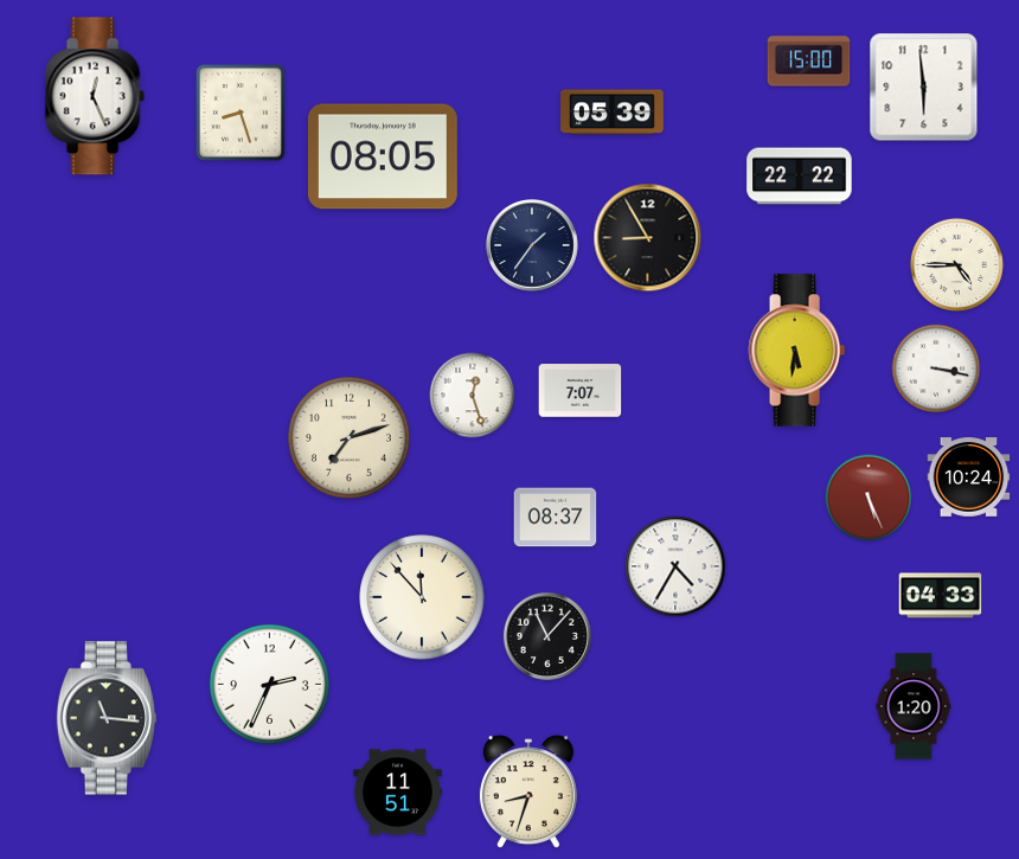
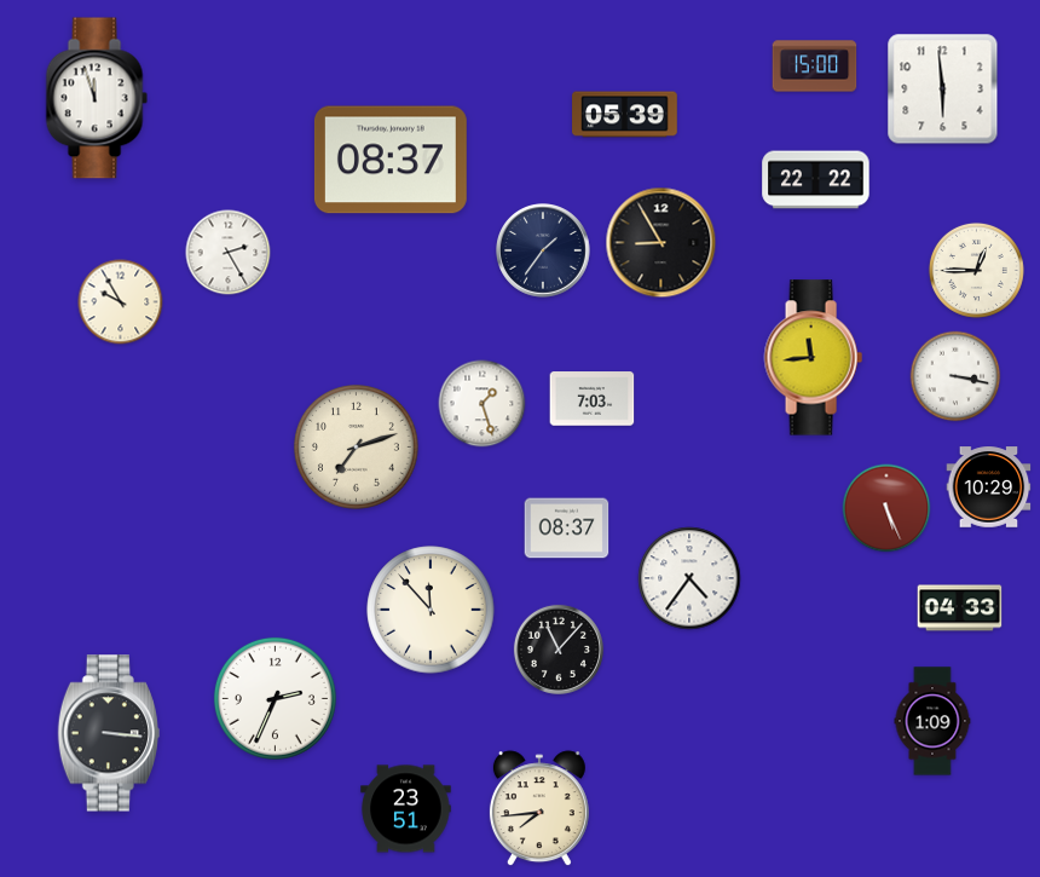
clock at (809, 62) position: (809, 62) -> (815, 67)
clock at (95, 96): 12:26 -> 11:57
clock at (241, 113): 8:27 -> none
clock at (383, 156): 08:05 -> 08:37
clock at (229, 253): none -> 2:25
clock at (956, 264): 4:45 -> 12:45
clock at (121, 302): none -> 9:55
clock at (796, 351): 5:31 -> 11:44
clock at (581, 391): 7:07 -> 7:03
clock at (473, 396): 12:27 -> 1:27
clock at (969, 477): 10:24 -> 10:29
clock at (675, 566): 4:35 -> 4:36
clock at (914, 706): 1:20 -> 1:09
clock at (107, 718): 11:16 -> 3:16
clock at (398, 793): 11:51 -> 23:51
clock at (528, 793): 8:33 -> 7:44
